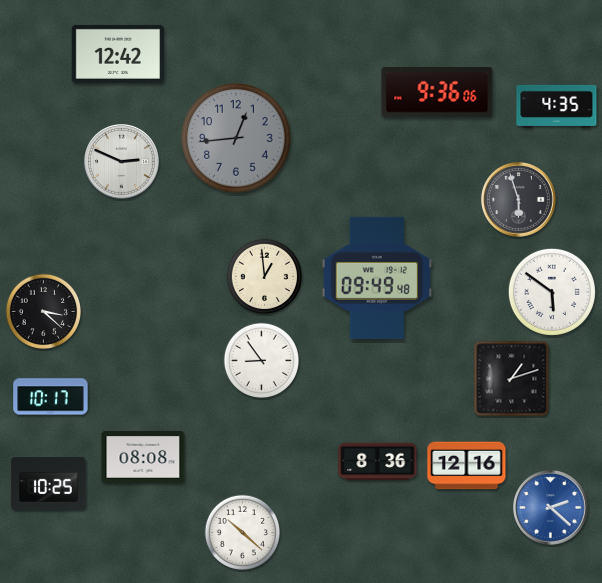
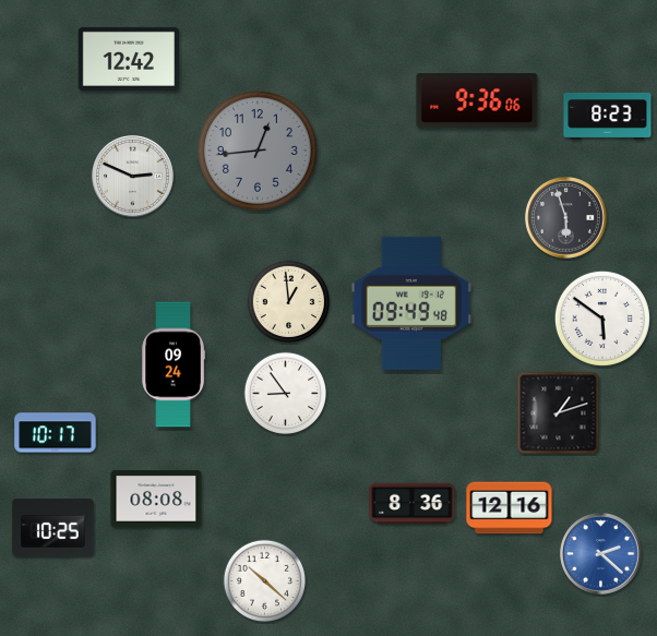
clock at (557, 106): 4:35 -> 8:23
clock at (43, 311): 3:22 -> none
clock at (172, 364): none -> 09:24
